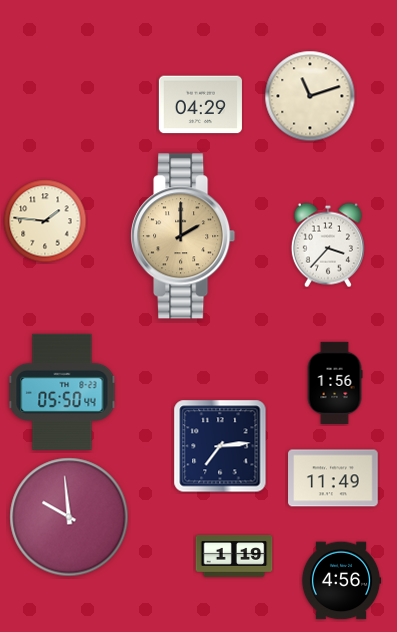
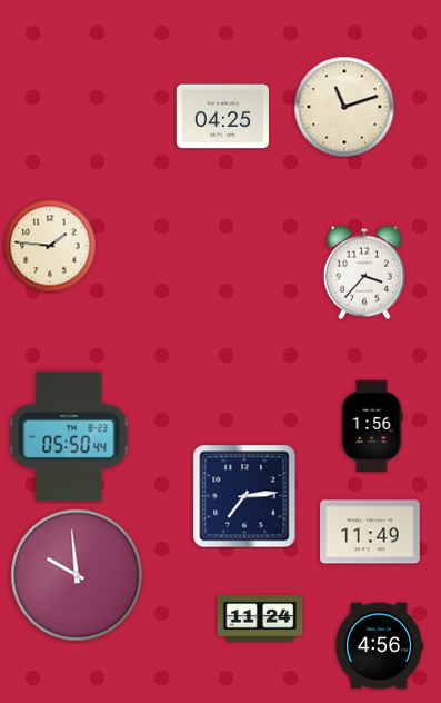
clock at (200, 105): 04:29 -> 04:25
clock at (184, 236): 2:00 -> none
clock at (234, 557): 1:19 -> 11:24
